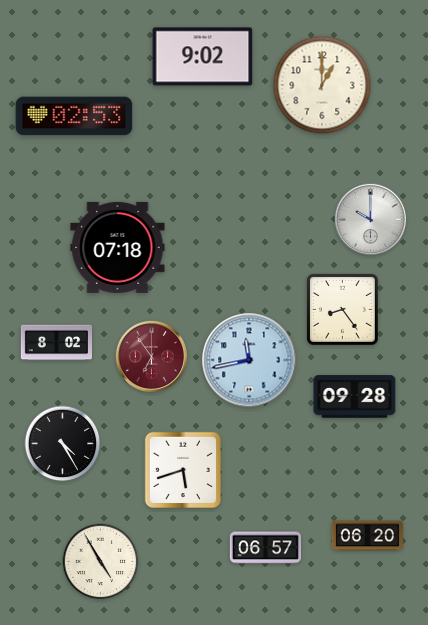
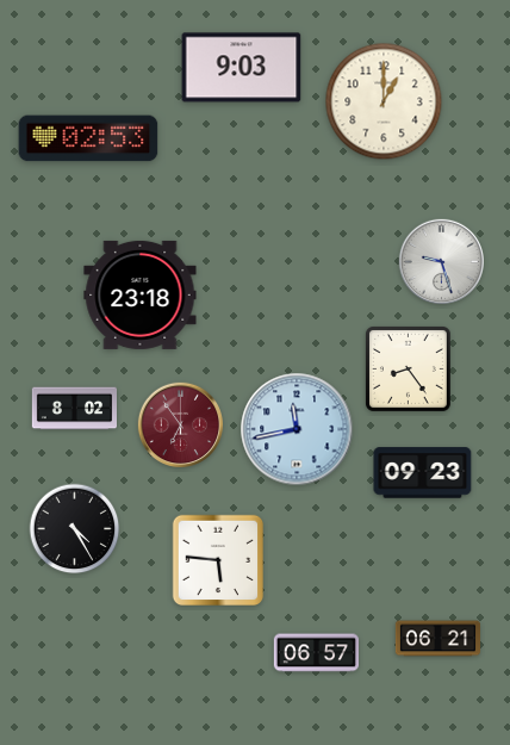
clock at (203, 57): 9:02 -> 9:03
clock at (370, 219): 10:00 -> 9:27
clock at (118, 247): 07:18 -> 23:18
clock at (56, 343) position: (56, 343) -> (74, 409)
clock at (355, 397): 09:28 -> 09:23
clock at (182, 469): 5:42 -> 5:46
clock at (367, 536): 06:20 -> 06:21
clock at (101, 562): 4:55 -> none
